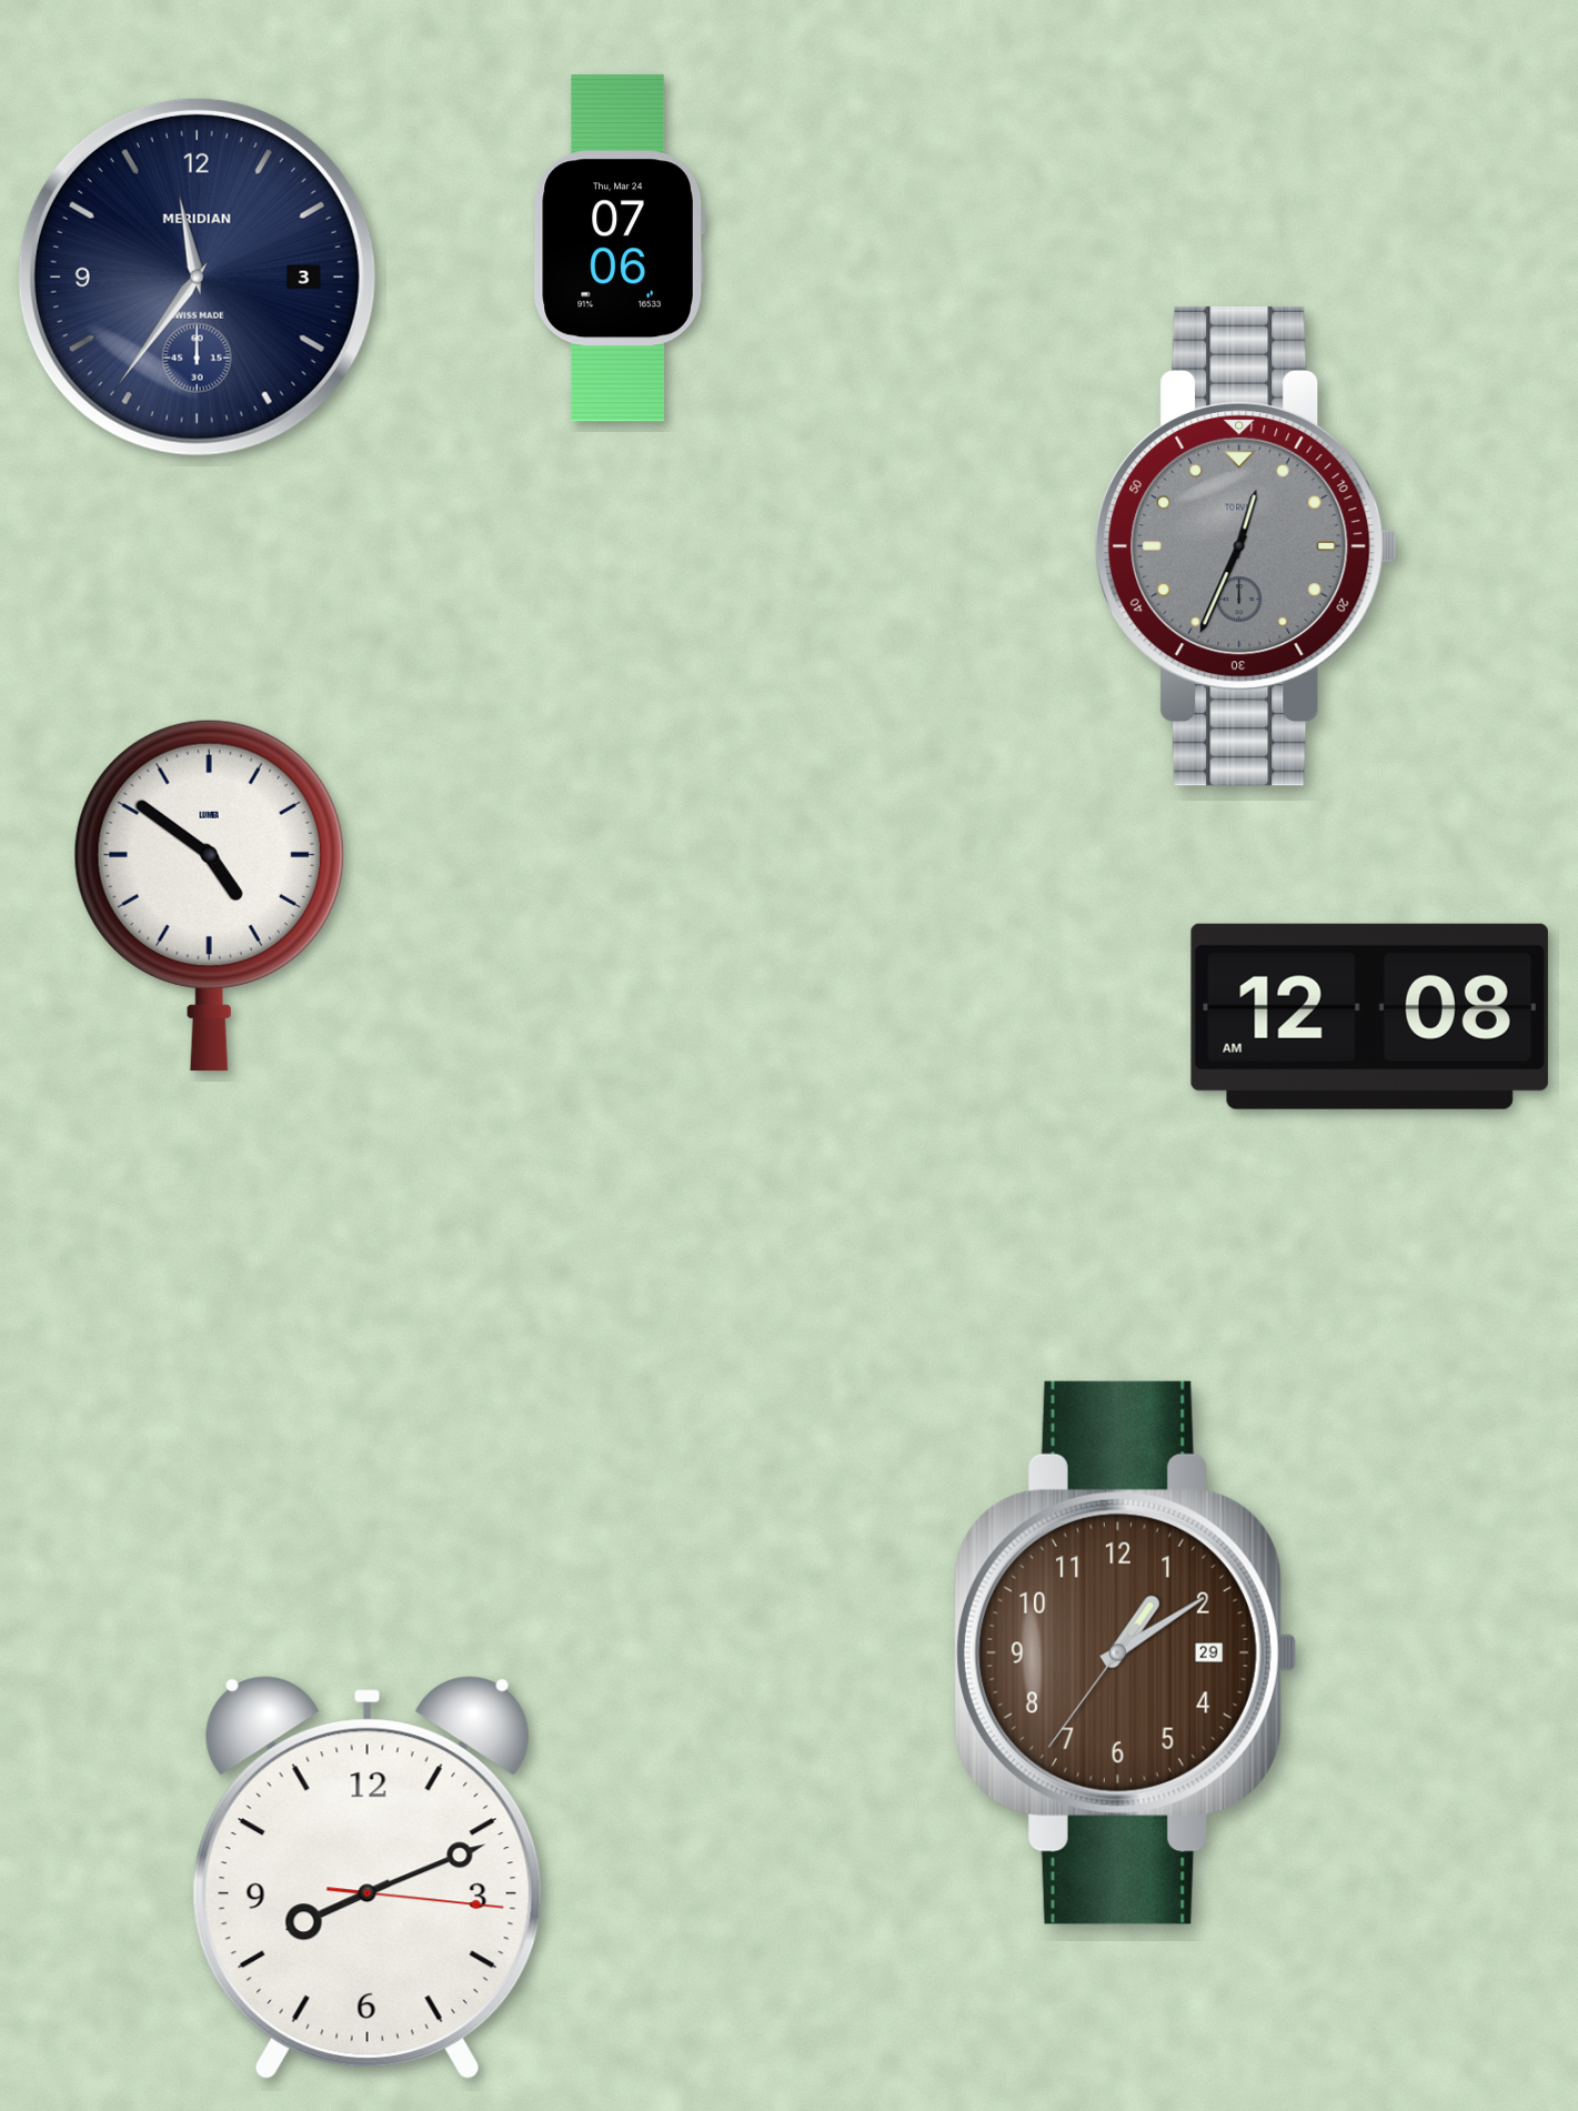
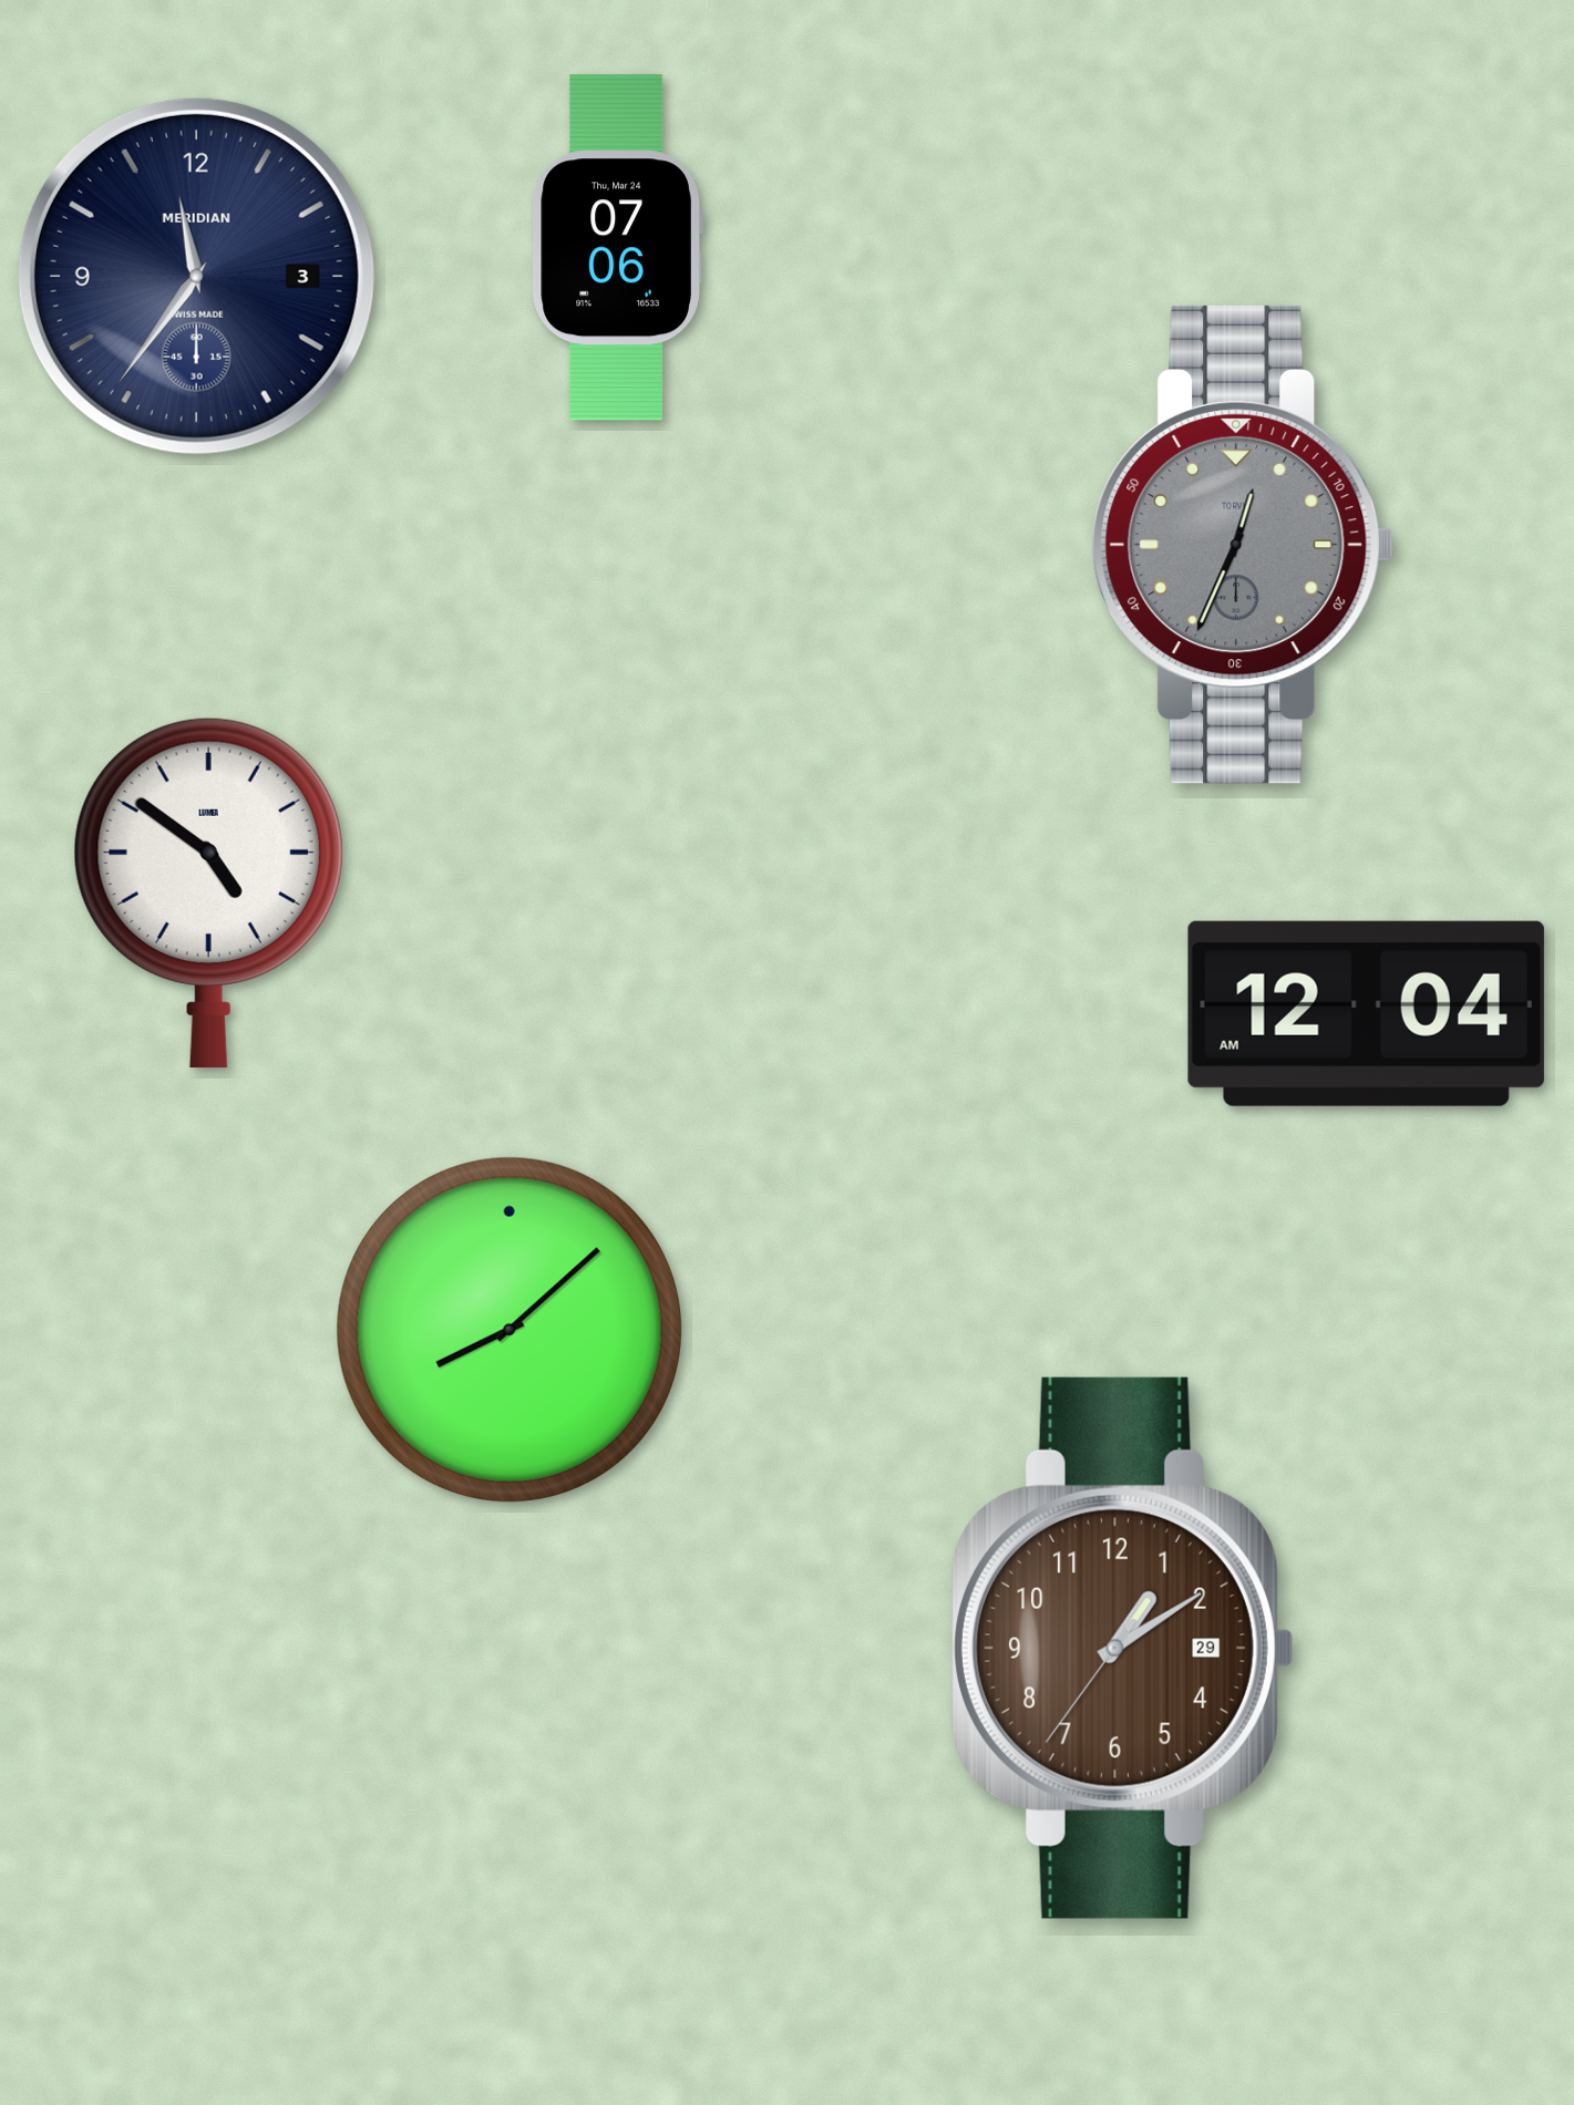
clock at (1369, 1016): 12:08 -> 12:04
clock at (510, 1330): none -> 8:08
clock at (368, 1878): 8:11 -> none
